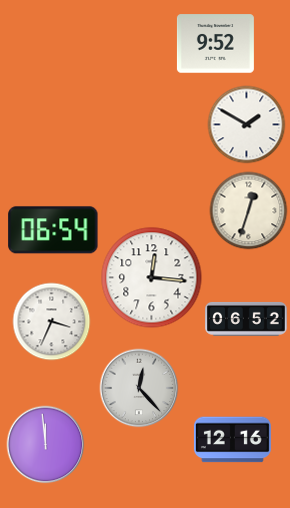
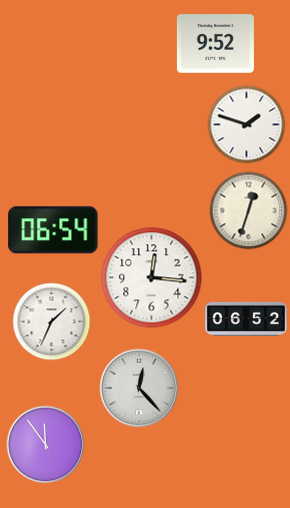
clock at (246, 124): 1:50 -> 1:48
clock at (51, 321): 3:34 -> 1:34
clock at (232, 440): 12:16 -> none
clock at (45, 444): 11:59 -> 11:54
